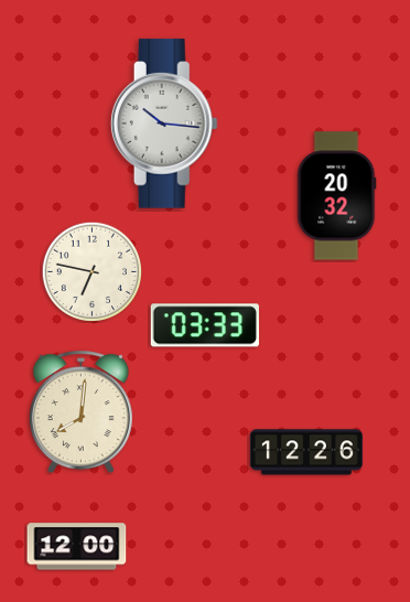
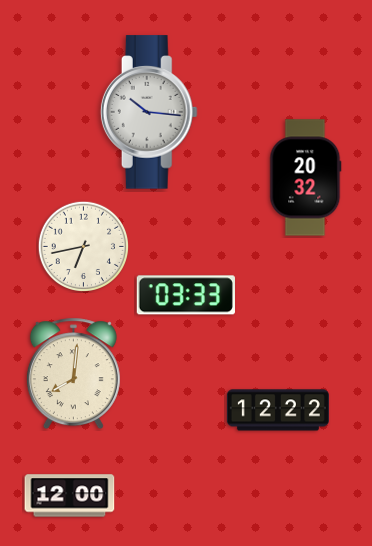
clock at (91, 271): 6:47 -> 6:43
clock at (306, 452): 12:26 -> 12:22
